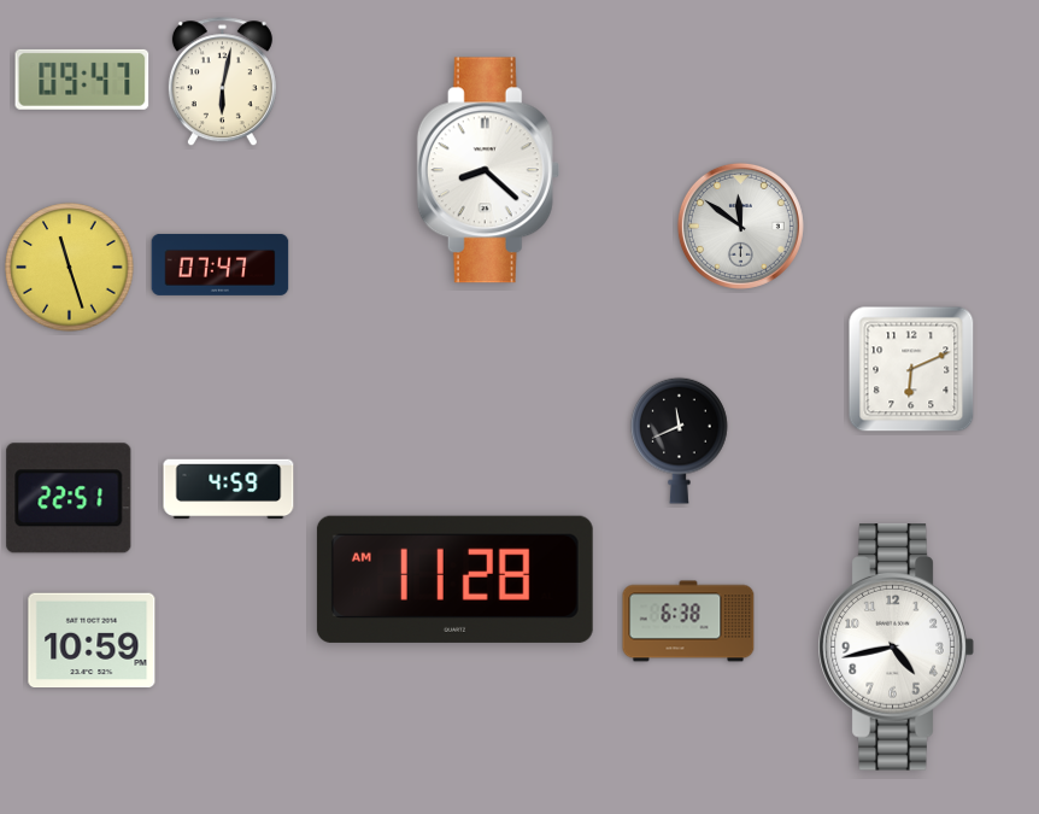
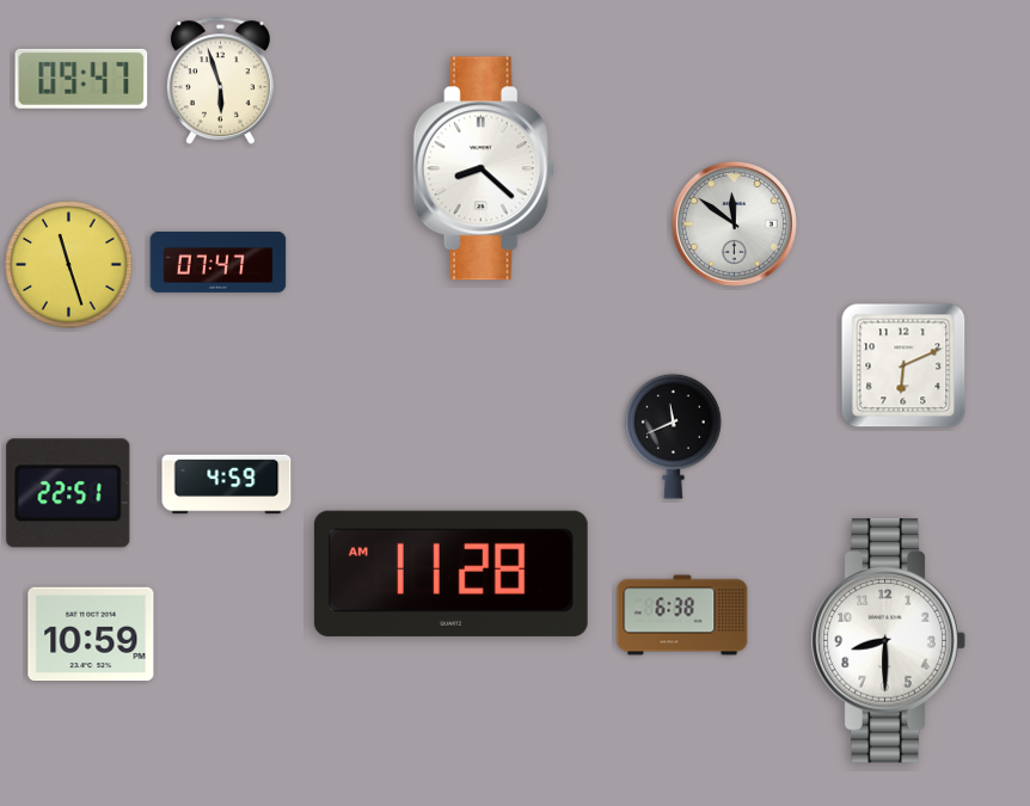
clock at (222, 82): 6:02 -> 5:57
clock at (896, 648): 4:43 -> 8:30
